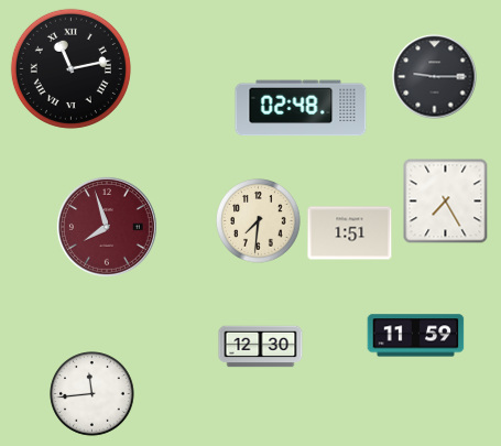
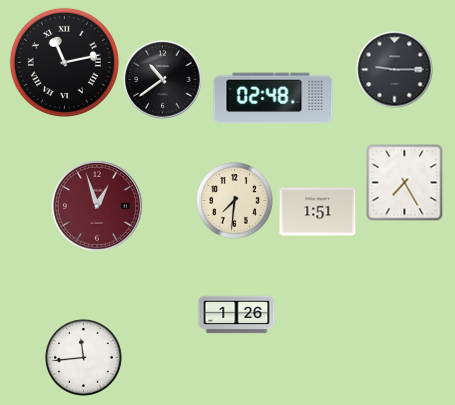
clock at (163, 80): none -> 10:39
clock at (107, 227): 7:57 -> 12:57
clock at (416, 336): 11:59 -> none
clock at (261, 347): 12:30 -> 1:26
